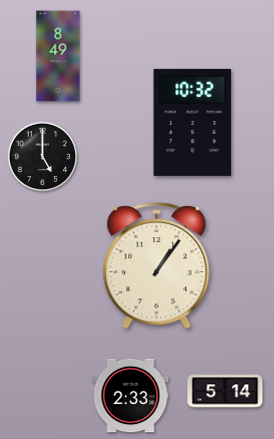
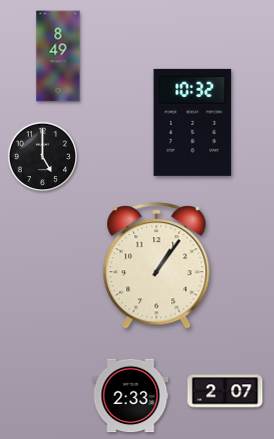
clock at (225, 391): 5:14 -> 2:07
